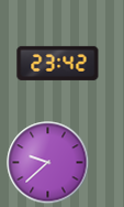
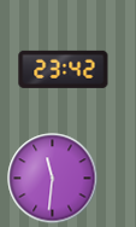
clock at (48, 163): 9:38 -> 11:31
